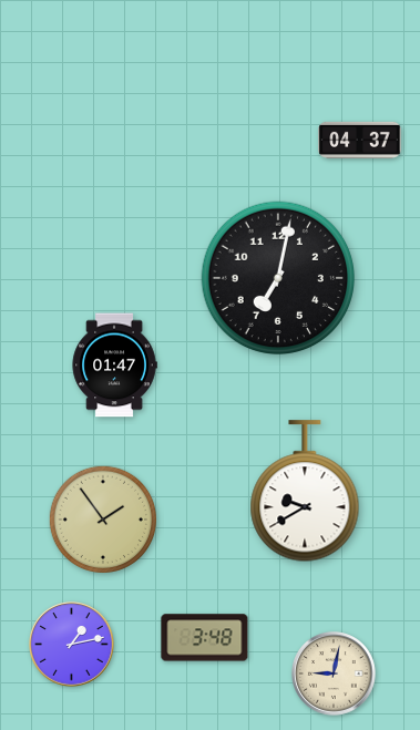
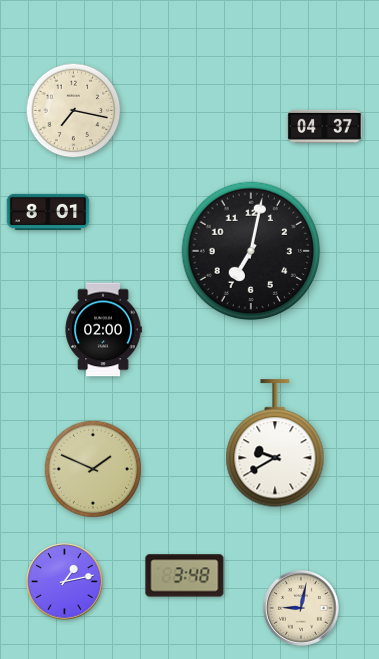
clock at (74, 111): none -> 7:17
clock at (48, 212): none -> 8:01
clock at (114, 366): 01:47 -> 02:00
clock at (102, 518): 1:54 -> 1:49
